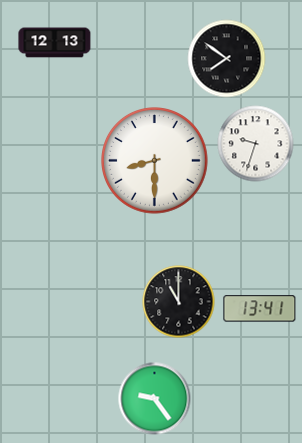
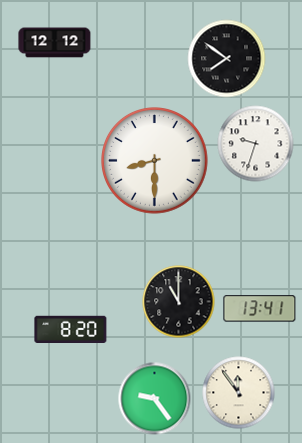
clock at (55, 43): 12:13 -> 12:12
clock at (71, 330): none -> 8:20
clock at (239, 393): none -> 11:54
